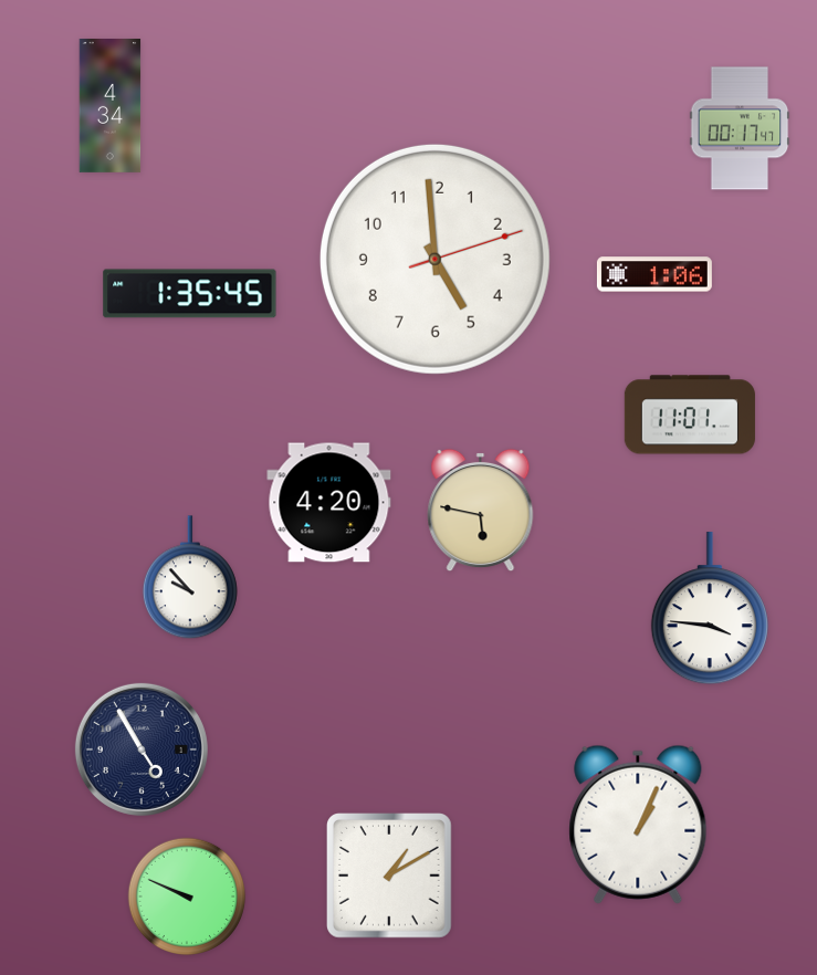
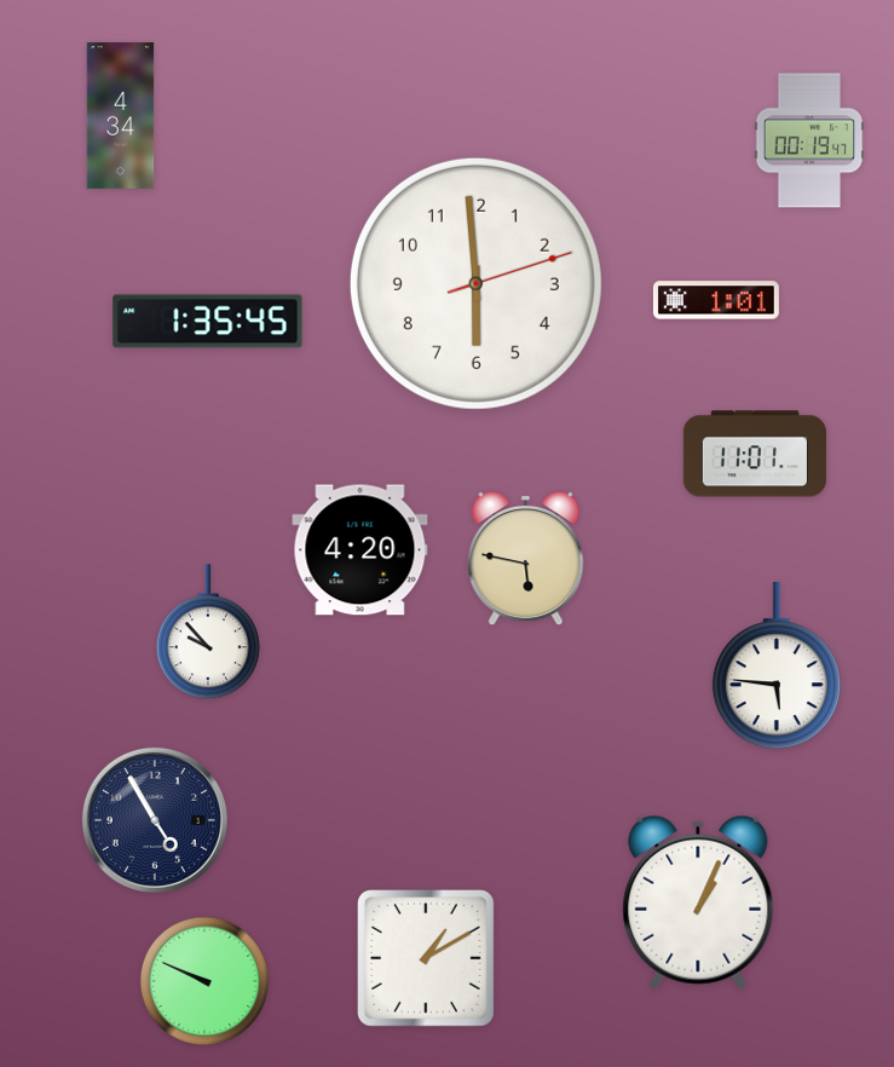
clock at (740, 128): 00:17 -> 00:19
clock at (434, 259): 4:59 -> 5:59
clock at (654, 274): 1:06 -> 1:01
clock at (710, 609): 3:46 -> 5:46
